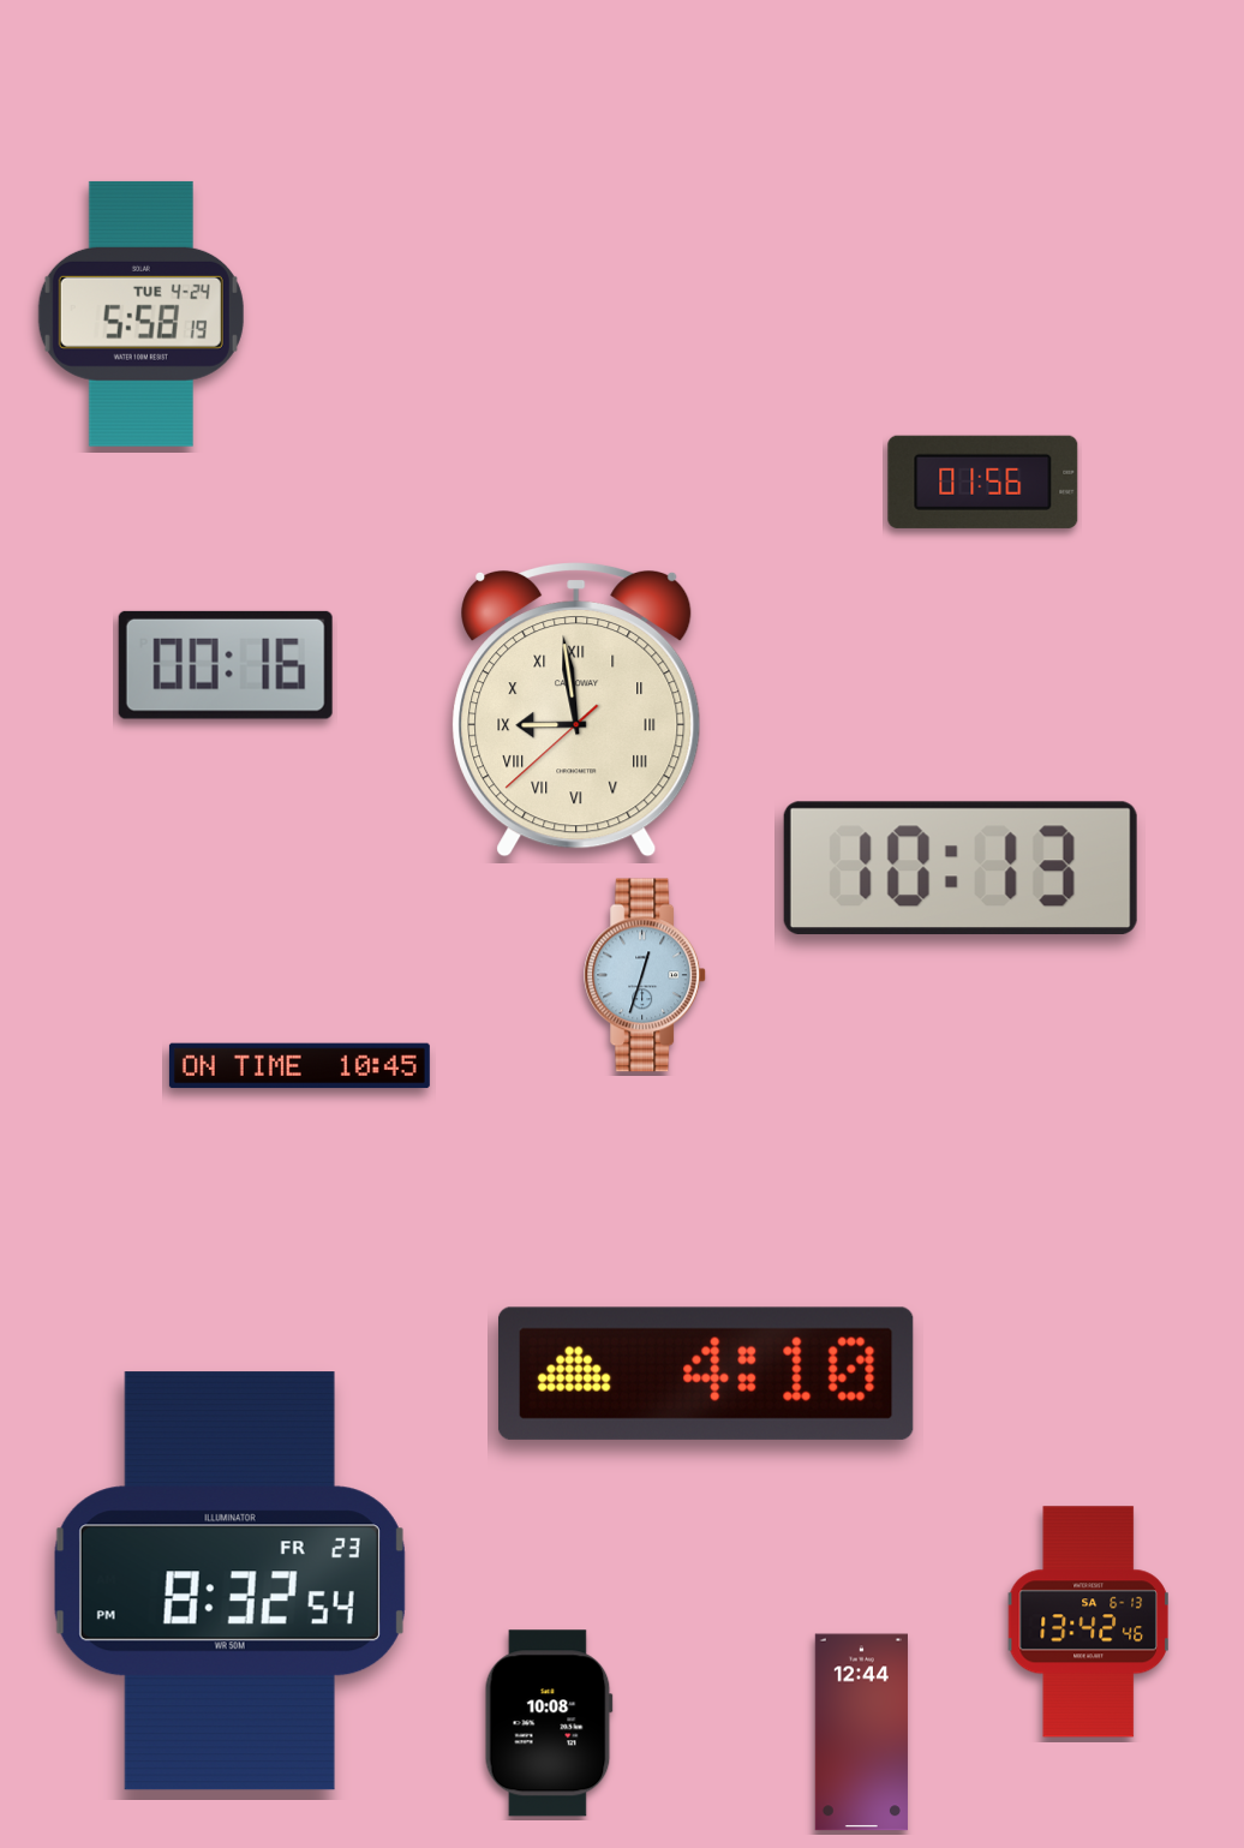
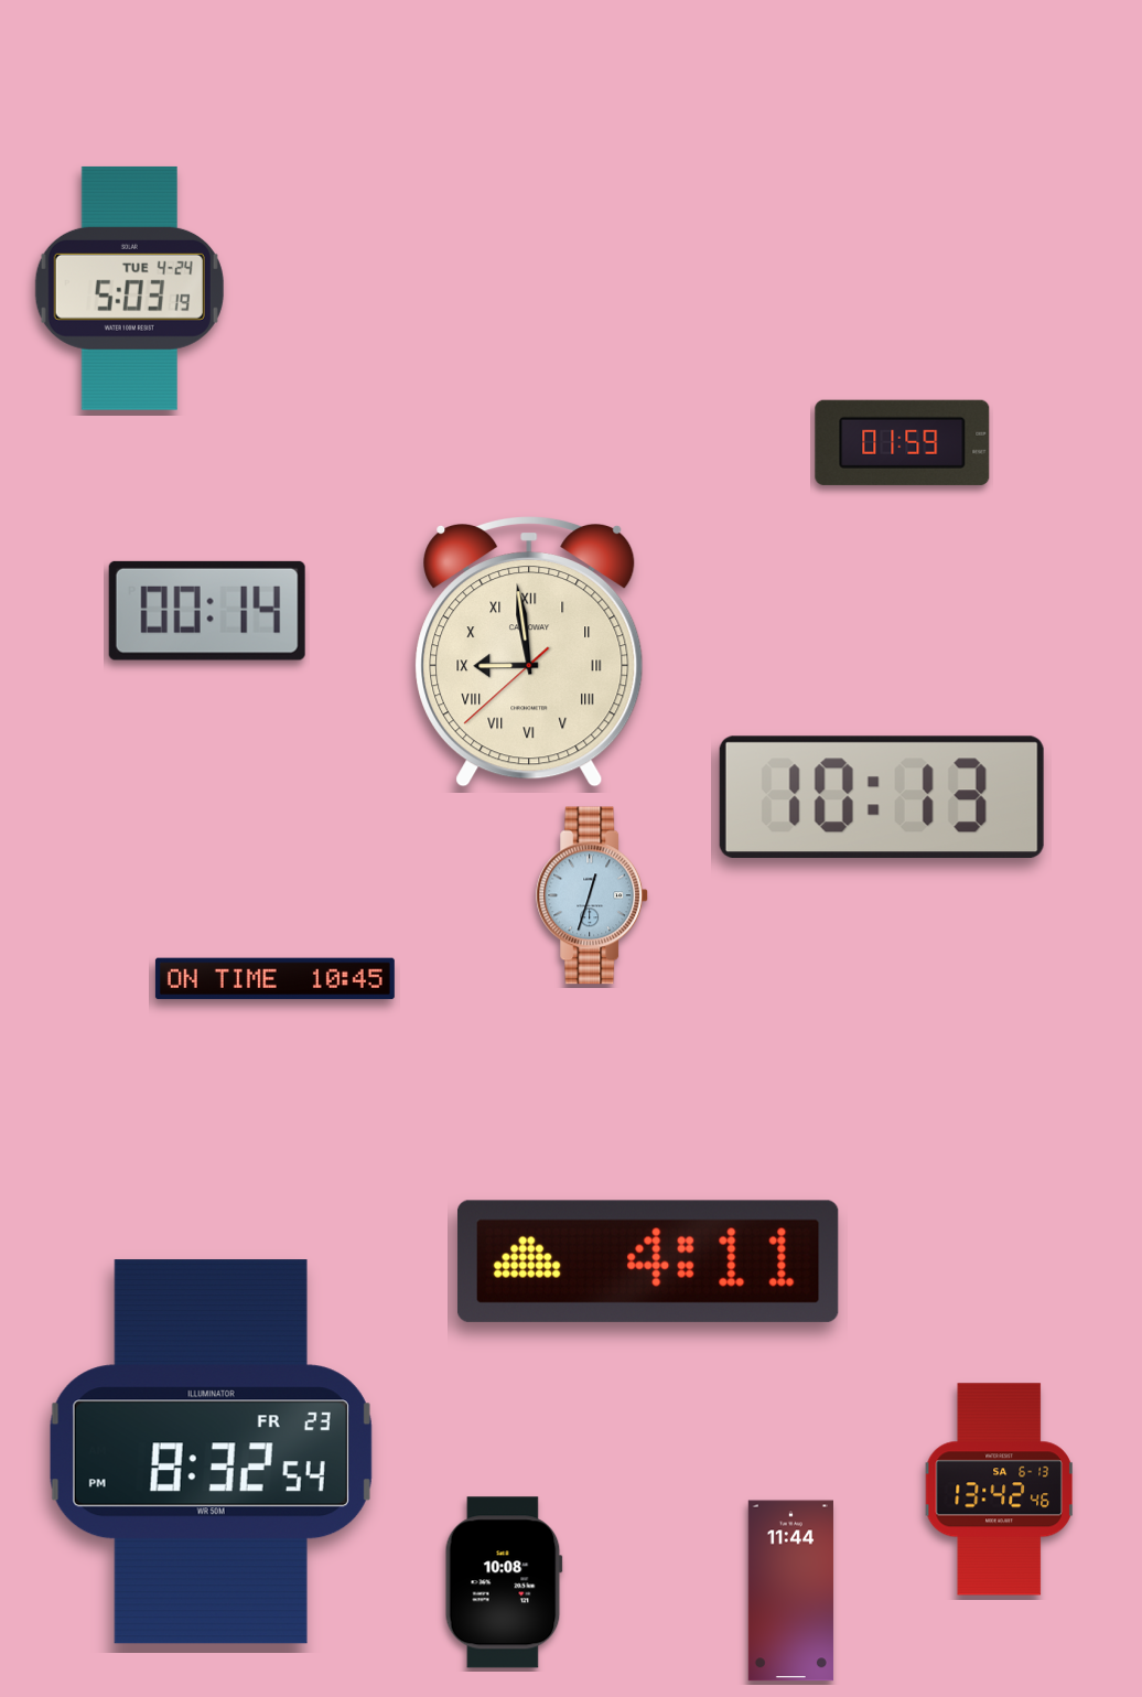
clock at (140, 313): 5:58 -> 5:03
clock at (983, 482): 01:56 -> 01:59
clock at (226, 665): 00:16 -> 00:14
clock at (706, 1374): 4:10 -> 4:11
clock at (861, 1733): 12:44 -> 11:44
